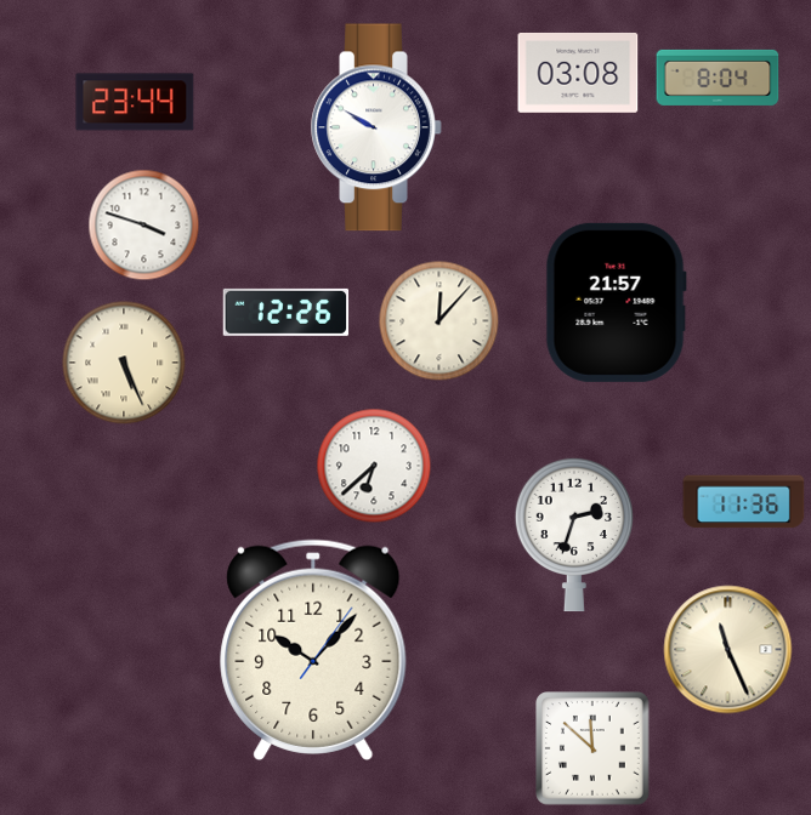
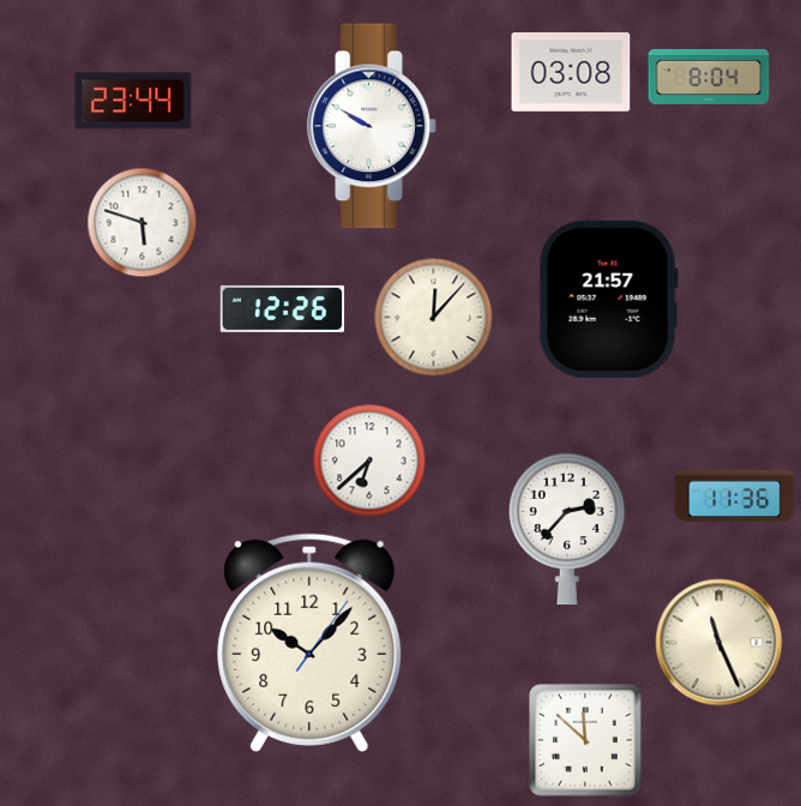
clock at (144, 226): 3:48 -> 5:48
clock at (124, 363): 5:26 -> none
clock at (574, 535): 2:33 -> 2:37
